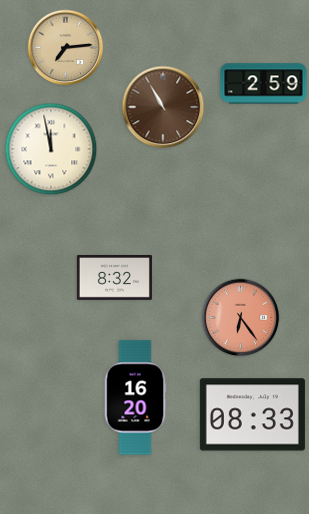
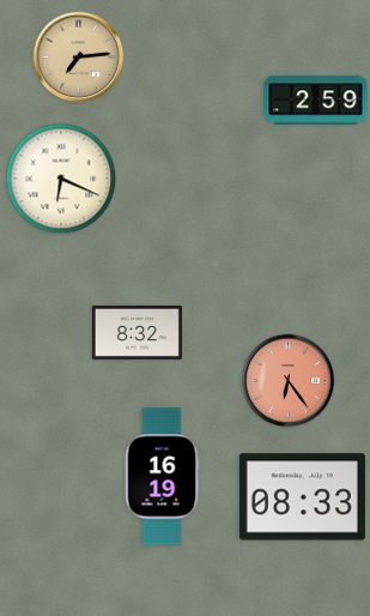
clock at (163, 107): 10:55 -> none
clock at (51, 149): 11:58 -> 6:19
clock at (135, 398): 16:20 -> 16:19
